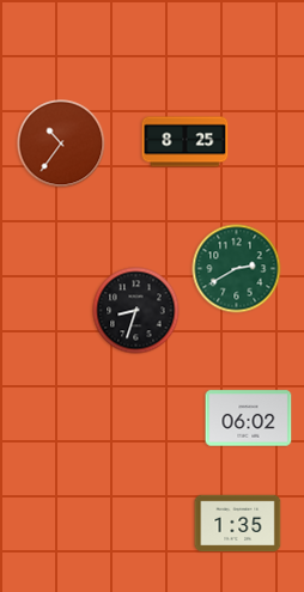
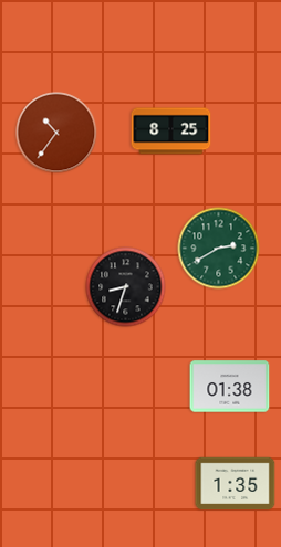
clock at (249, 419): 06:02 -> 01:38
clock at (238, 524) position: (238, 524) -> (236, 484)
